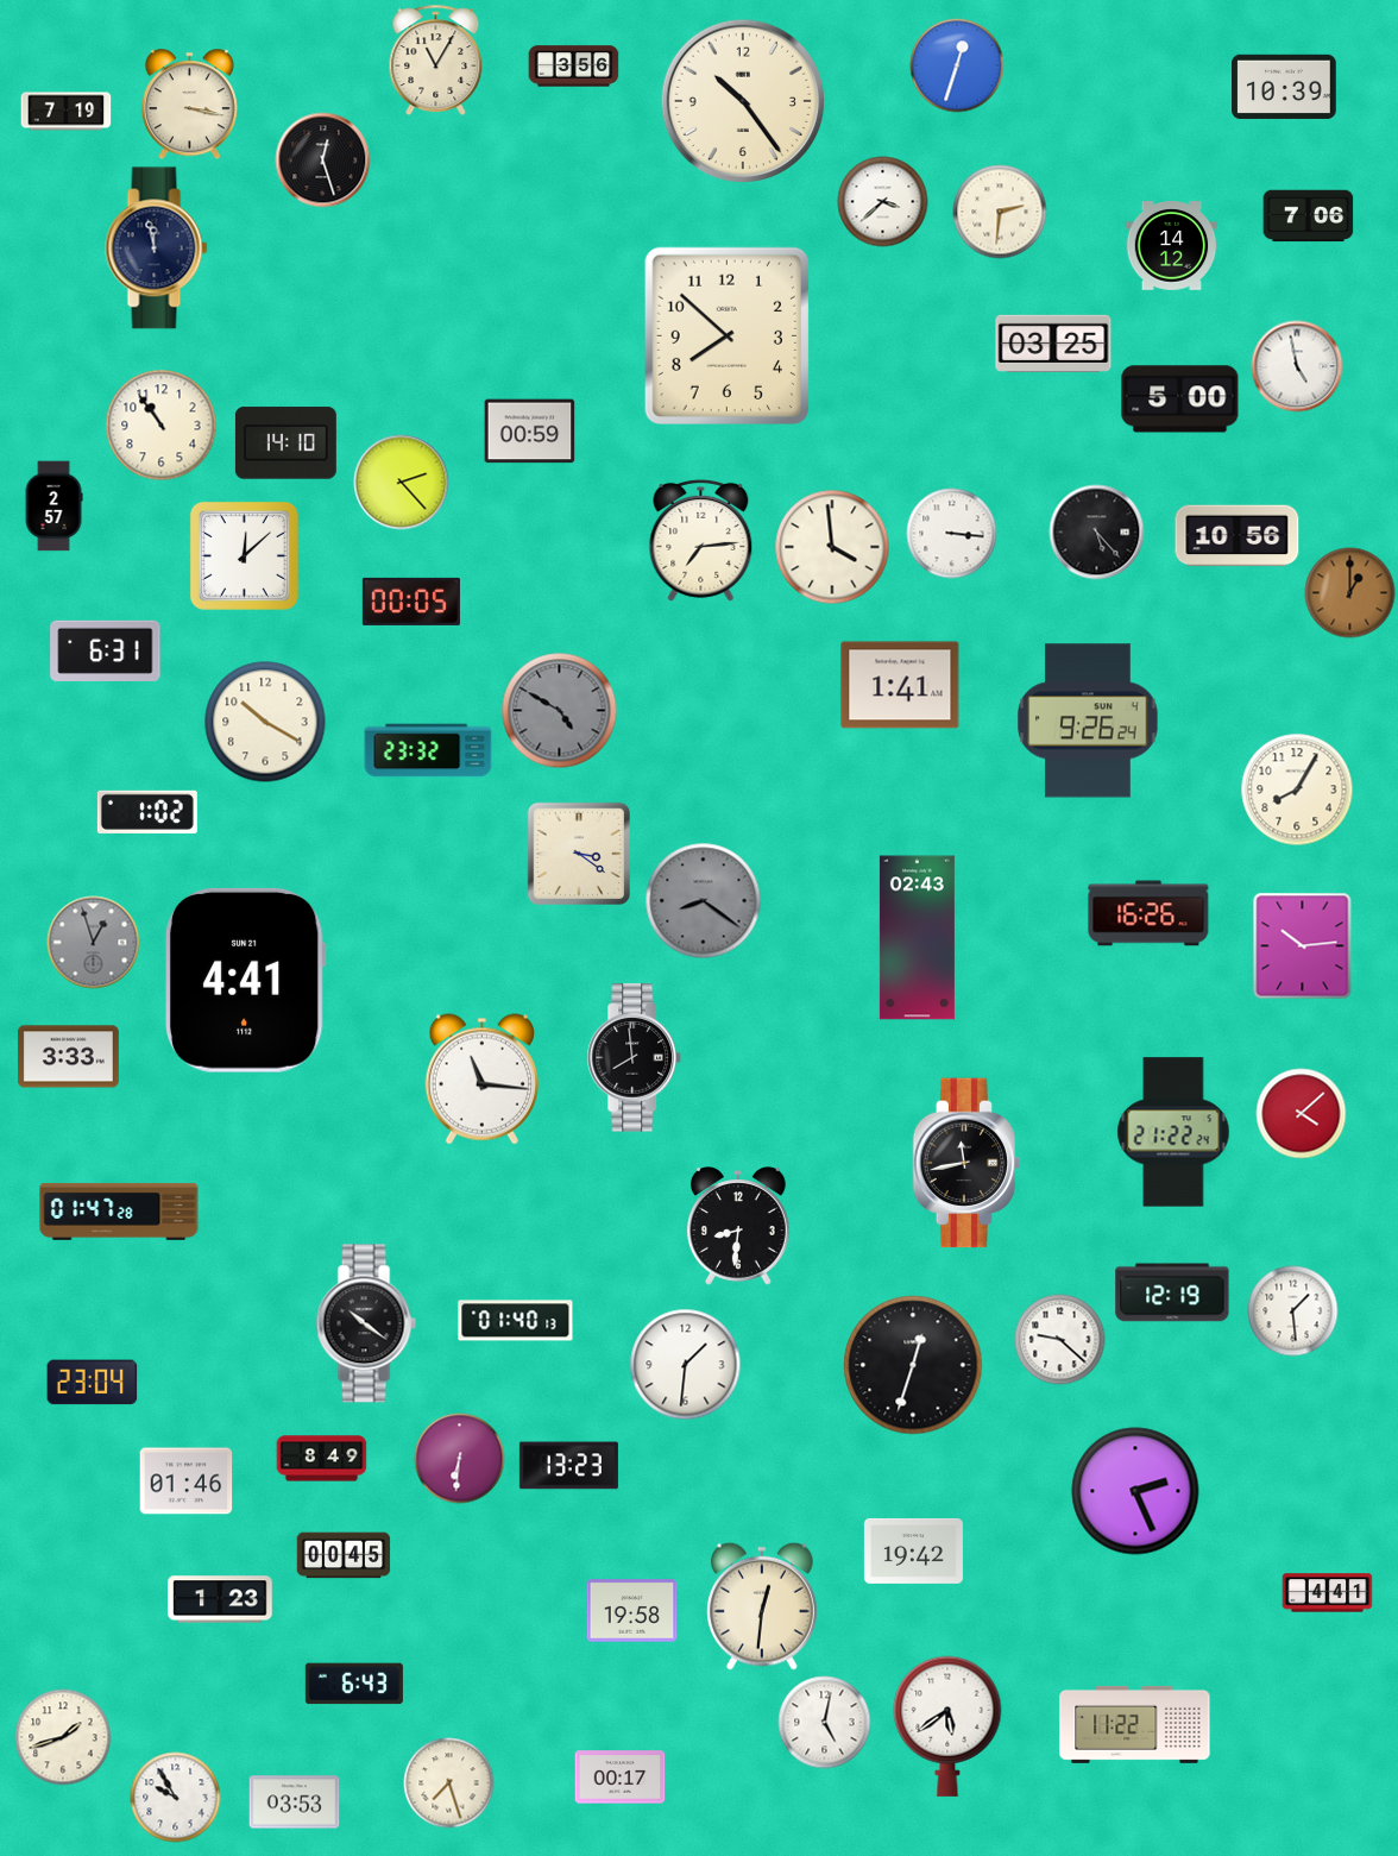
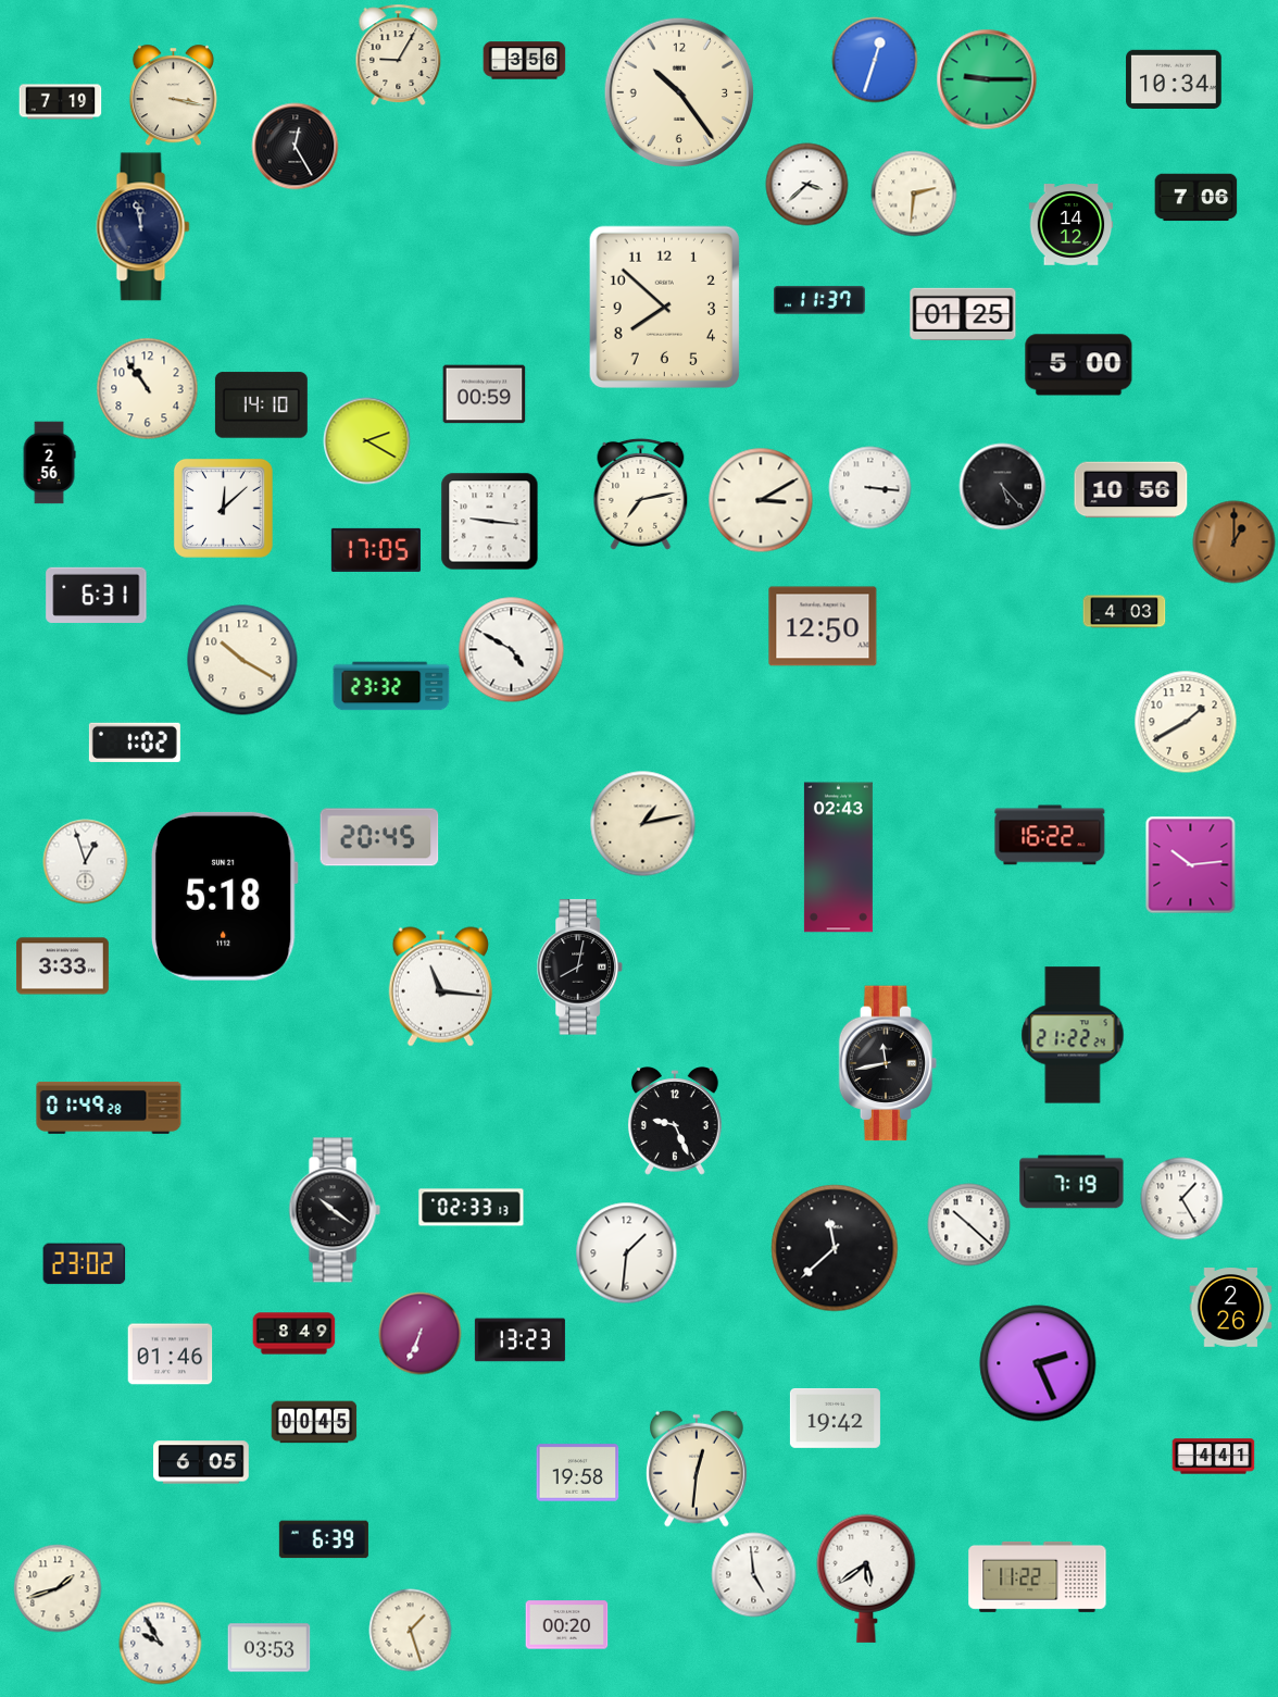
clock at (436, 59): 11:05 -> 9:05
clock at (987, 79): none -> 9:15
clock at (1284, 87): 10:39 -> 10:34
clock at (323, 161): 12:27 -> 12:25
clock at (819, 300): none -> 11:37
clock at (1053, 344): 03:25 -> 01:25
clock at (1297, 366): 4:58 -> none
clock at (402, 483): 2:23 -> 2:20
clock at (53, 507): 2:57 -> 2:56
clock at (701, 540): 7:14 -> 7:13
clock at (832, 547): 3:59 -> 3:10
clock at (490, 522): none -> 9:16
clock at (411, 602): 00:05 -> 17:05
clock at (1125, 612): none -> 4:03
clock at (900, 685): 1:41 -> 12:50
clock at (560, 711) dial: grey -> white
clock at (1088, 721): 9:26 -> none
clock at (1297, 789): 8:05 -> 1:40
clock at (578, 852): 3:21 -> none
clock at (704, 901): 8:21 -> 1:13
clock at (704, 901) dial: grey -> cream
clock at (1148, 913): 16:26 -> 16:22
clock at (379, 837): none -> 20:45
clock at (94, 943) dial: grey -> white
clock at (245, 980): 4:41 -> 5:18
clock at (634, 1058): 7:59 -> 8:02
clock at (1302, 1114): 4:08 -> none
clock at (966, 1163) position: (966, 1163) -> (888, 1063)
clock at (119, 1212): 01:47 -> 01:49
clock at (738, 1226): 8:31 -> 9:26
clock at (1172, 1292): 12:19 -> 7:19
clock at (1293, 1311): 1:29 -> 1:25
clock at (516, 1321): 01:40 -> 02:33
clock at (1060, 1340): 9:22 -> 10:22
clock at (686, 1365) position: (686, 1365) -> (627, 1253)
clock at (913, 1365): 12:33 -> 11:38
clock at (93, 1383): 23:04 -> 23:02
clock at (1231, 1308): none -> 2:26
clock at (460, 1459): 6:31 -> 6:34
clock at (220, 1599): 1:23 -> 6:05
clock at (354, 1684): 6:43 -> 6:39
clock at (825, 1723): 5:02 -> 4:59
clock at (621, 1778): 00:17 -> 00:20
clock at (449, 1783): 7:27 -> 1:27
